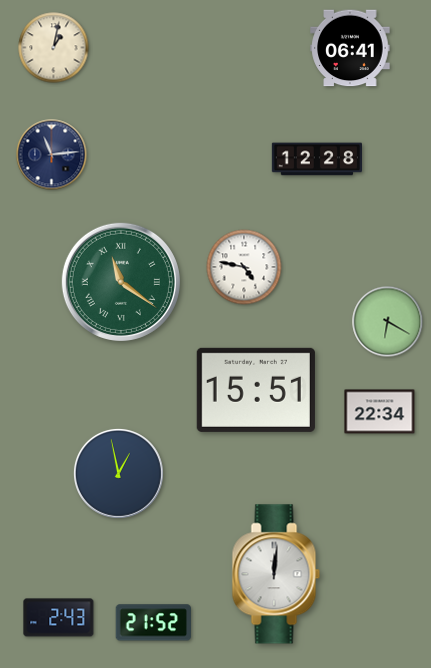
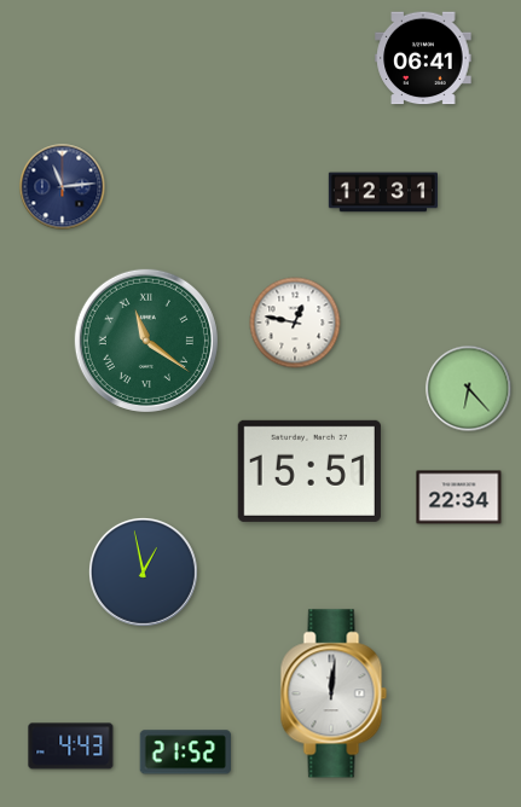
clock at (54, 48): 1:02 -> none
clock at (316, 159): 12:28 -> 12:31
clock at (244, 267): 4:47 -> 12:47
clock at (388, 322): 6:20 -> 6:23
clock at (59, 618): 2:43 -> 4:43
